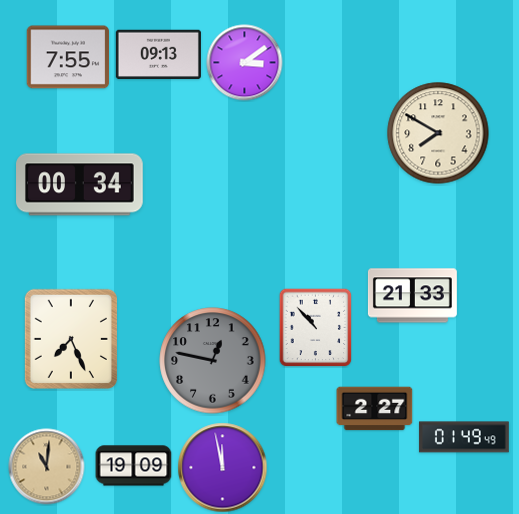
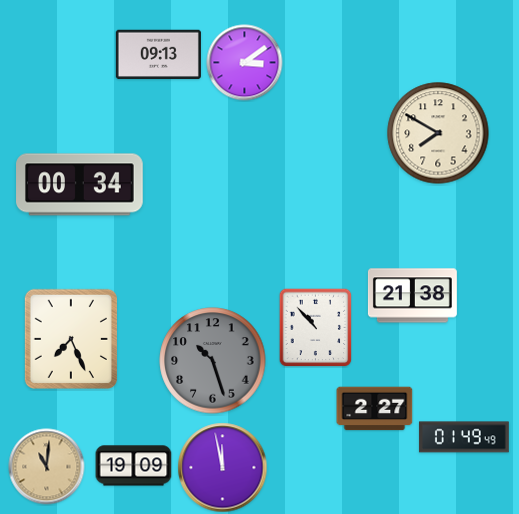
clock at (68, 57): 7:55 -> none
clock at (412, 296): 21:33 -> 21:38
clock at (213, 361): 12:47 -> 10:27
